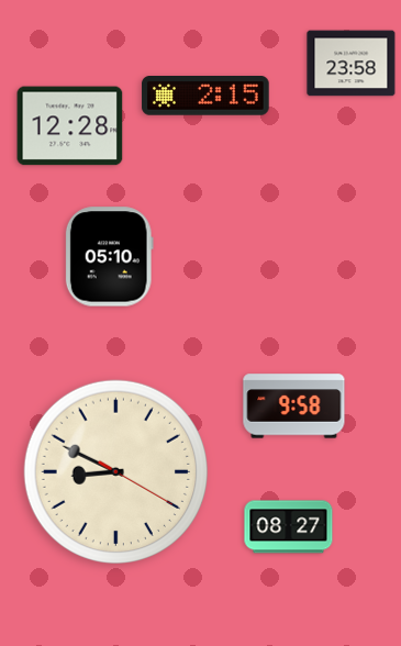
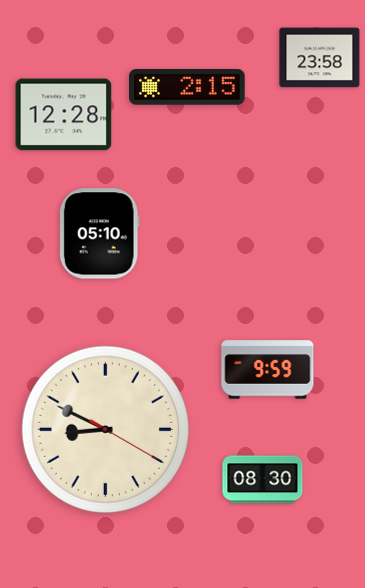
clock at (294, 406): 9:58 -> 9:59
clock at (289, 527): 08:27 -> 08:30
